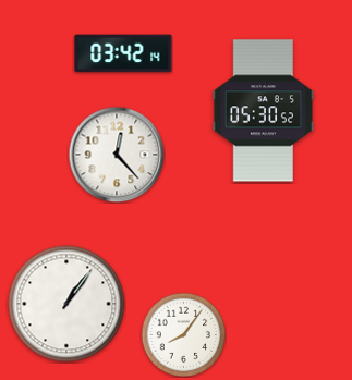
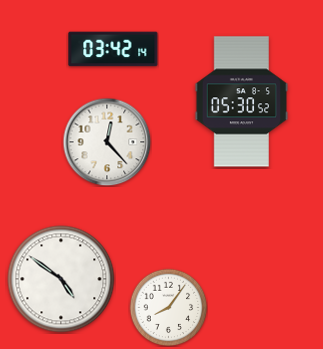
clock at (66, 304): 1:06 -> 4:51
